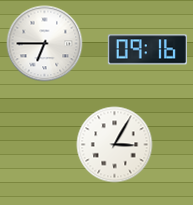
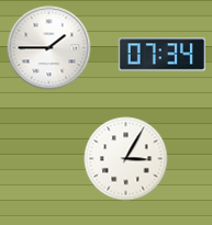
clock at (45, 44): 6:45 -> 1:45
clock at (147, 50): 09:16 -> 07:34
